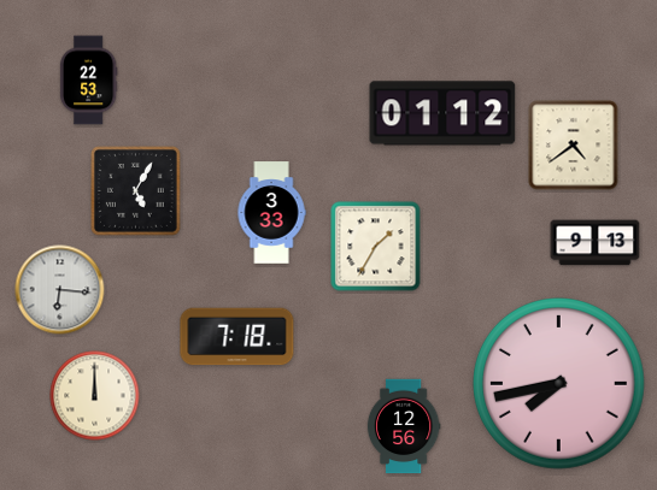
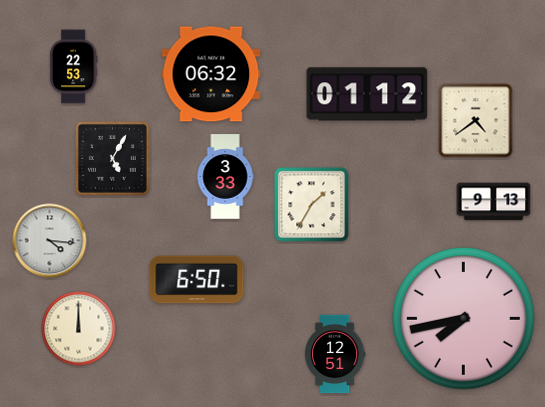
clock at (211, 74): none -> 06:32
clock at (60, 290): 6:16 -> 4:16
clock at (237, 337): 7:18 -> 6:50
clock at (404, 426): 12:56 -> 12:51
